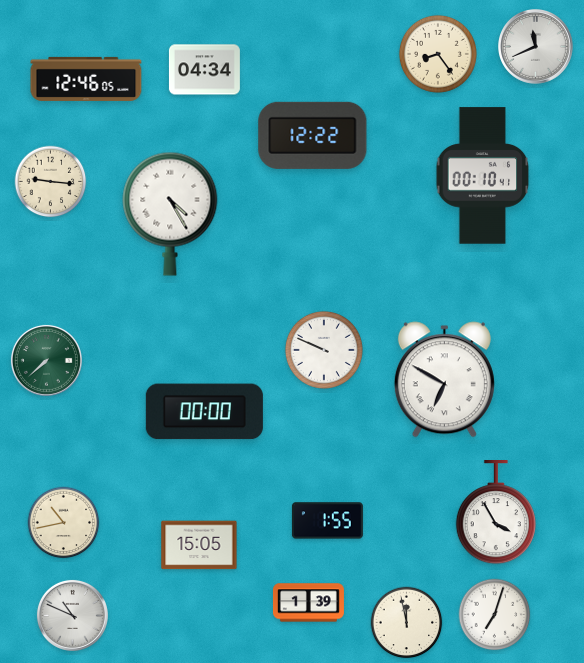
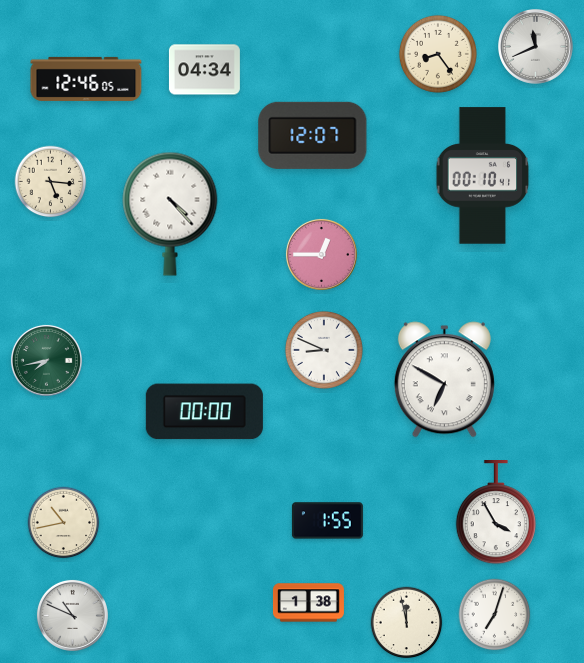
clock at (313, 135): 12:22 -> 12:07
clock at (51, 182): 9:16 -> 5:16
clock at (170, 214): 4:25 -> 4:23
clock at (321, 254): none -> 12:45
clock at (324, 350): 9:49 -> 8:49
clock at (46, 360): 7:38 -> 7:43
clock at (199, 545): 15:05 -> none
clock at (308, 603): 1:39 -> 1:38
